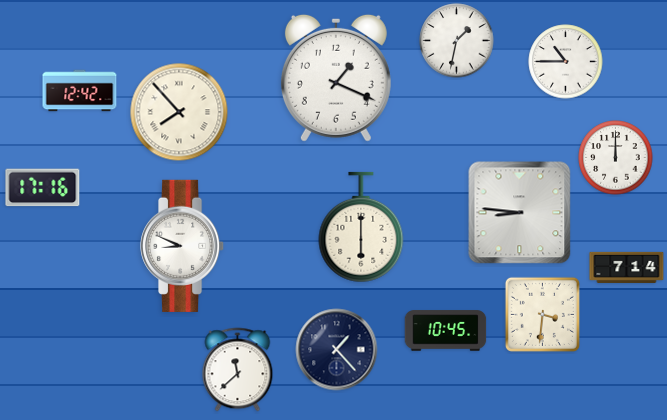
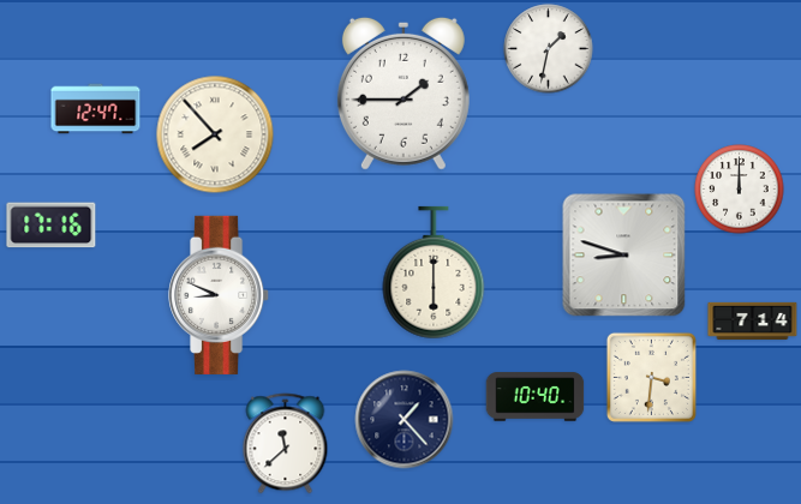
clock at (566, 62): 10:45 -> none
clock at (336, 78): 1:19 -> 1:45
clock at (80, 91): 12:42 -> 12:47
clock at (520, 213): 8:46 -> 8:48
clock at (446, 331): 10:45 -> 10:40
